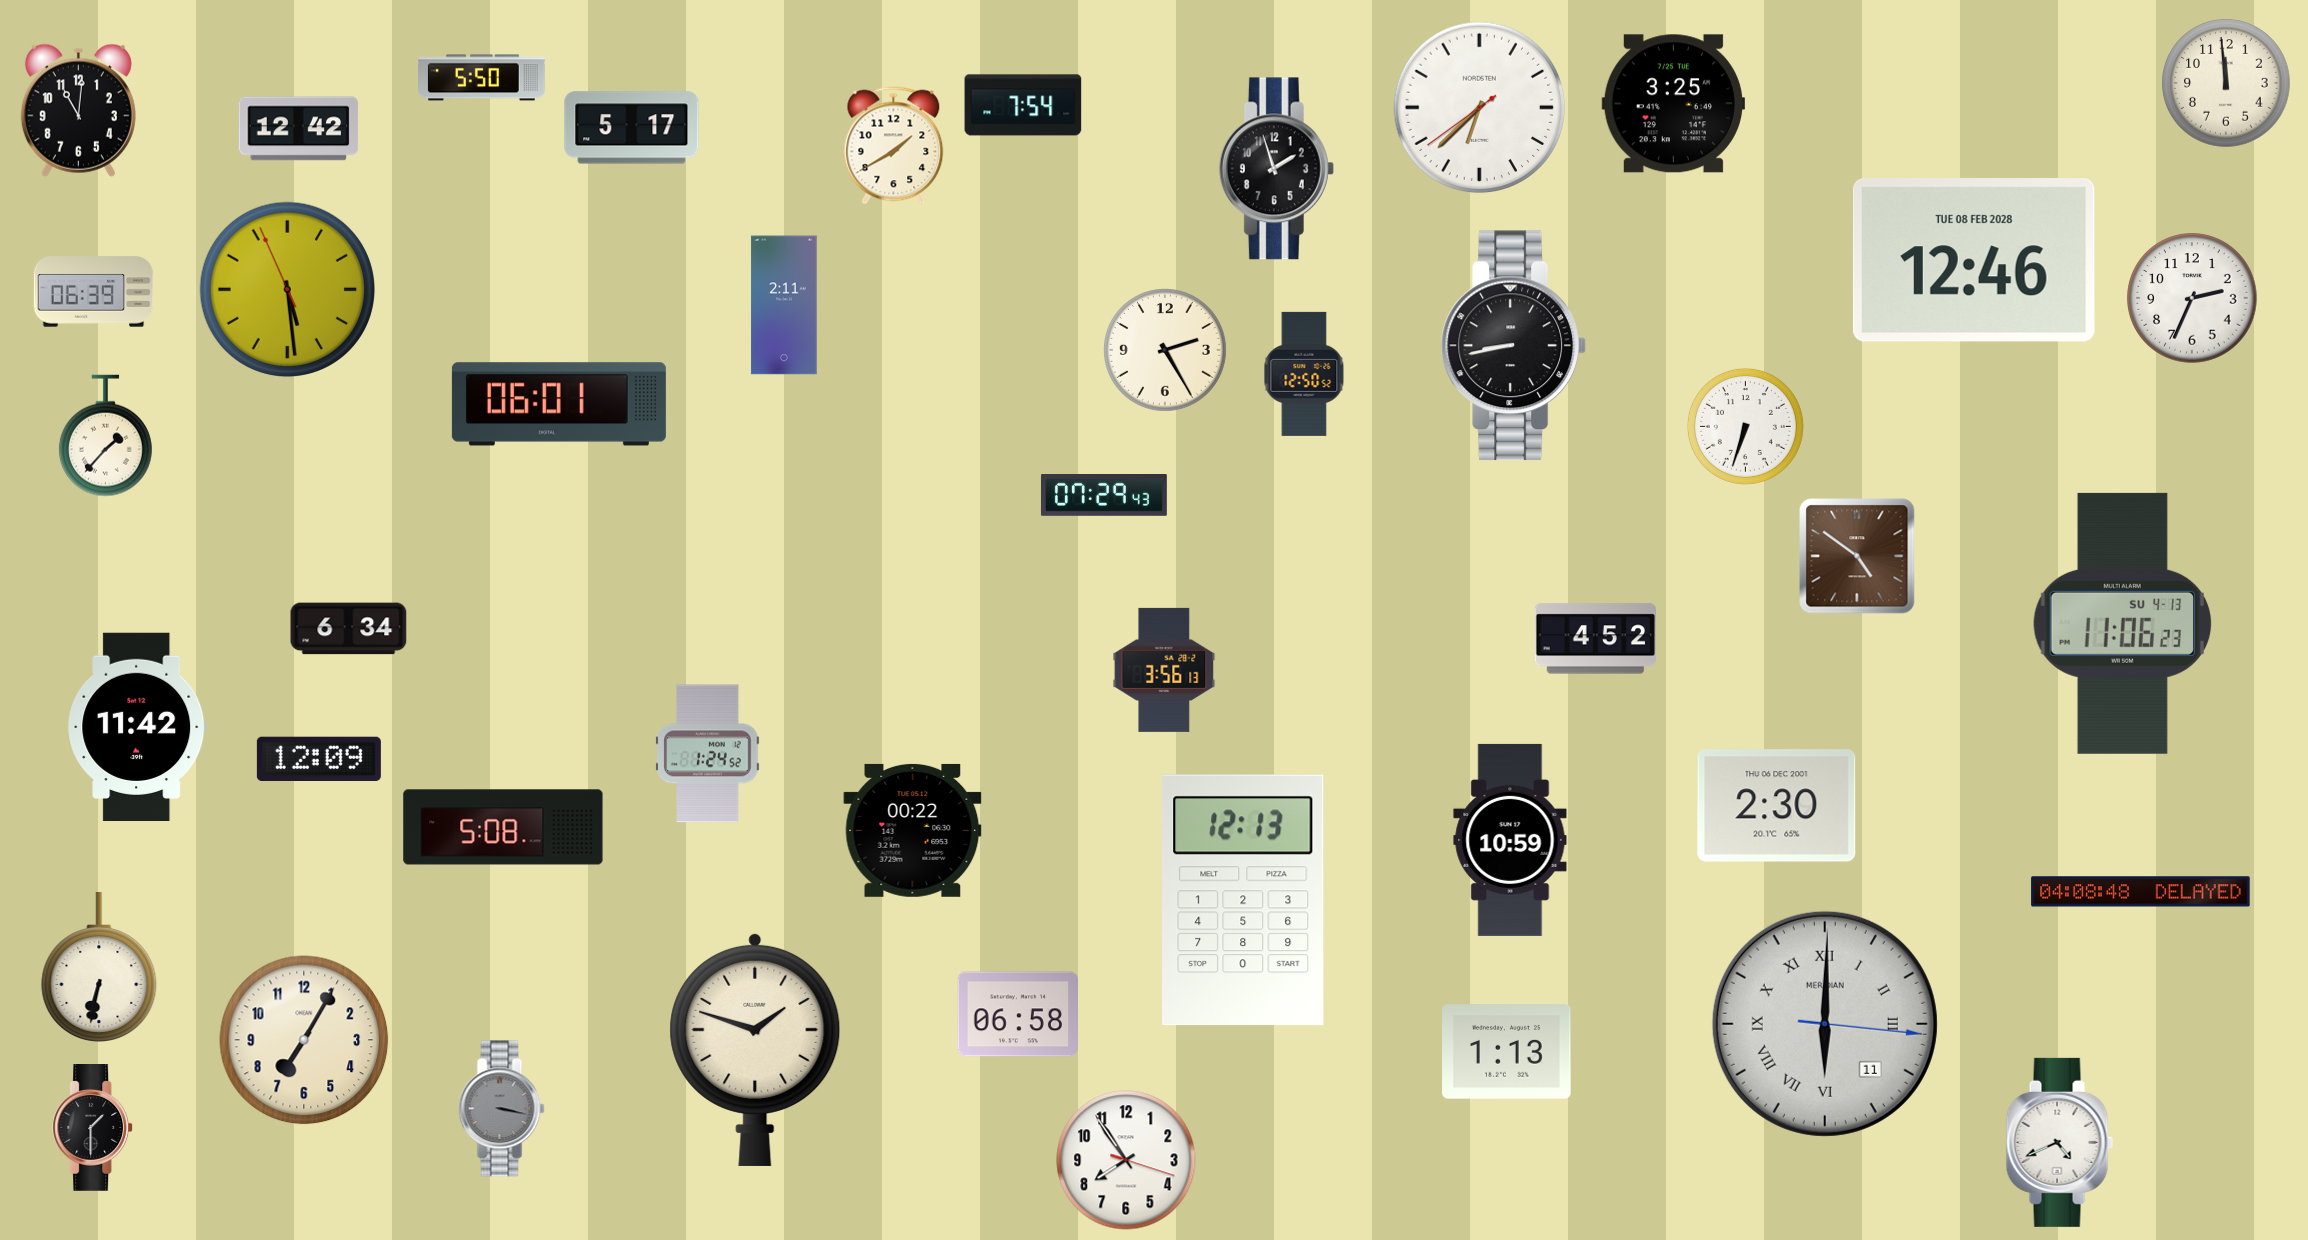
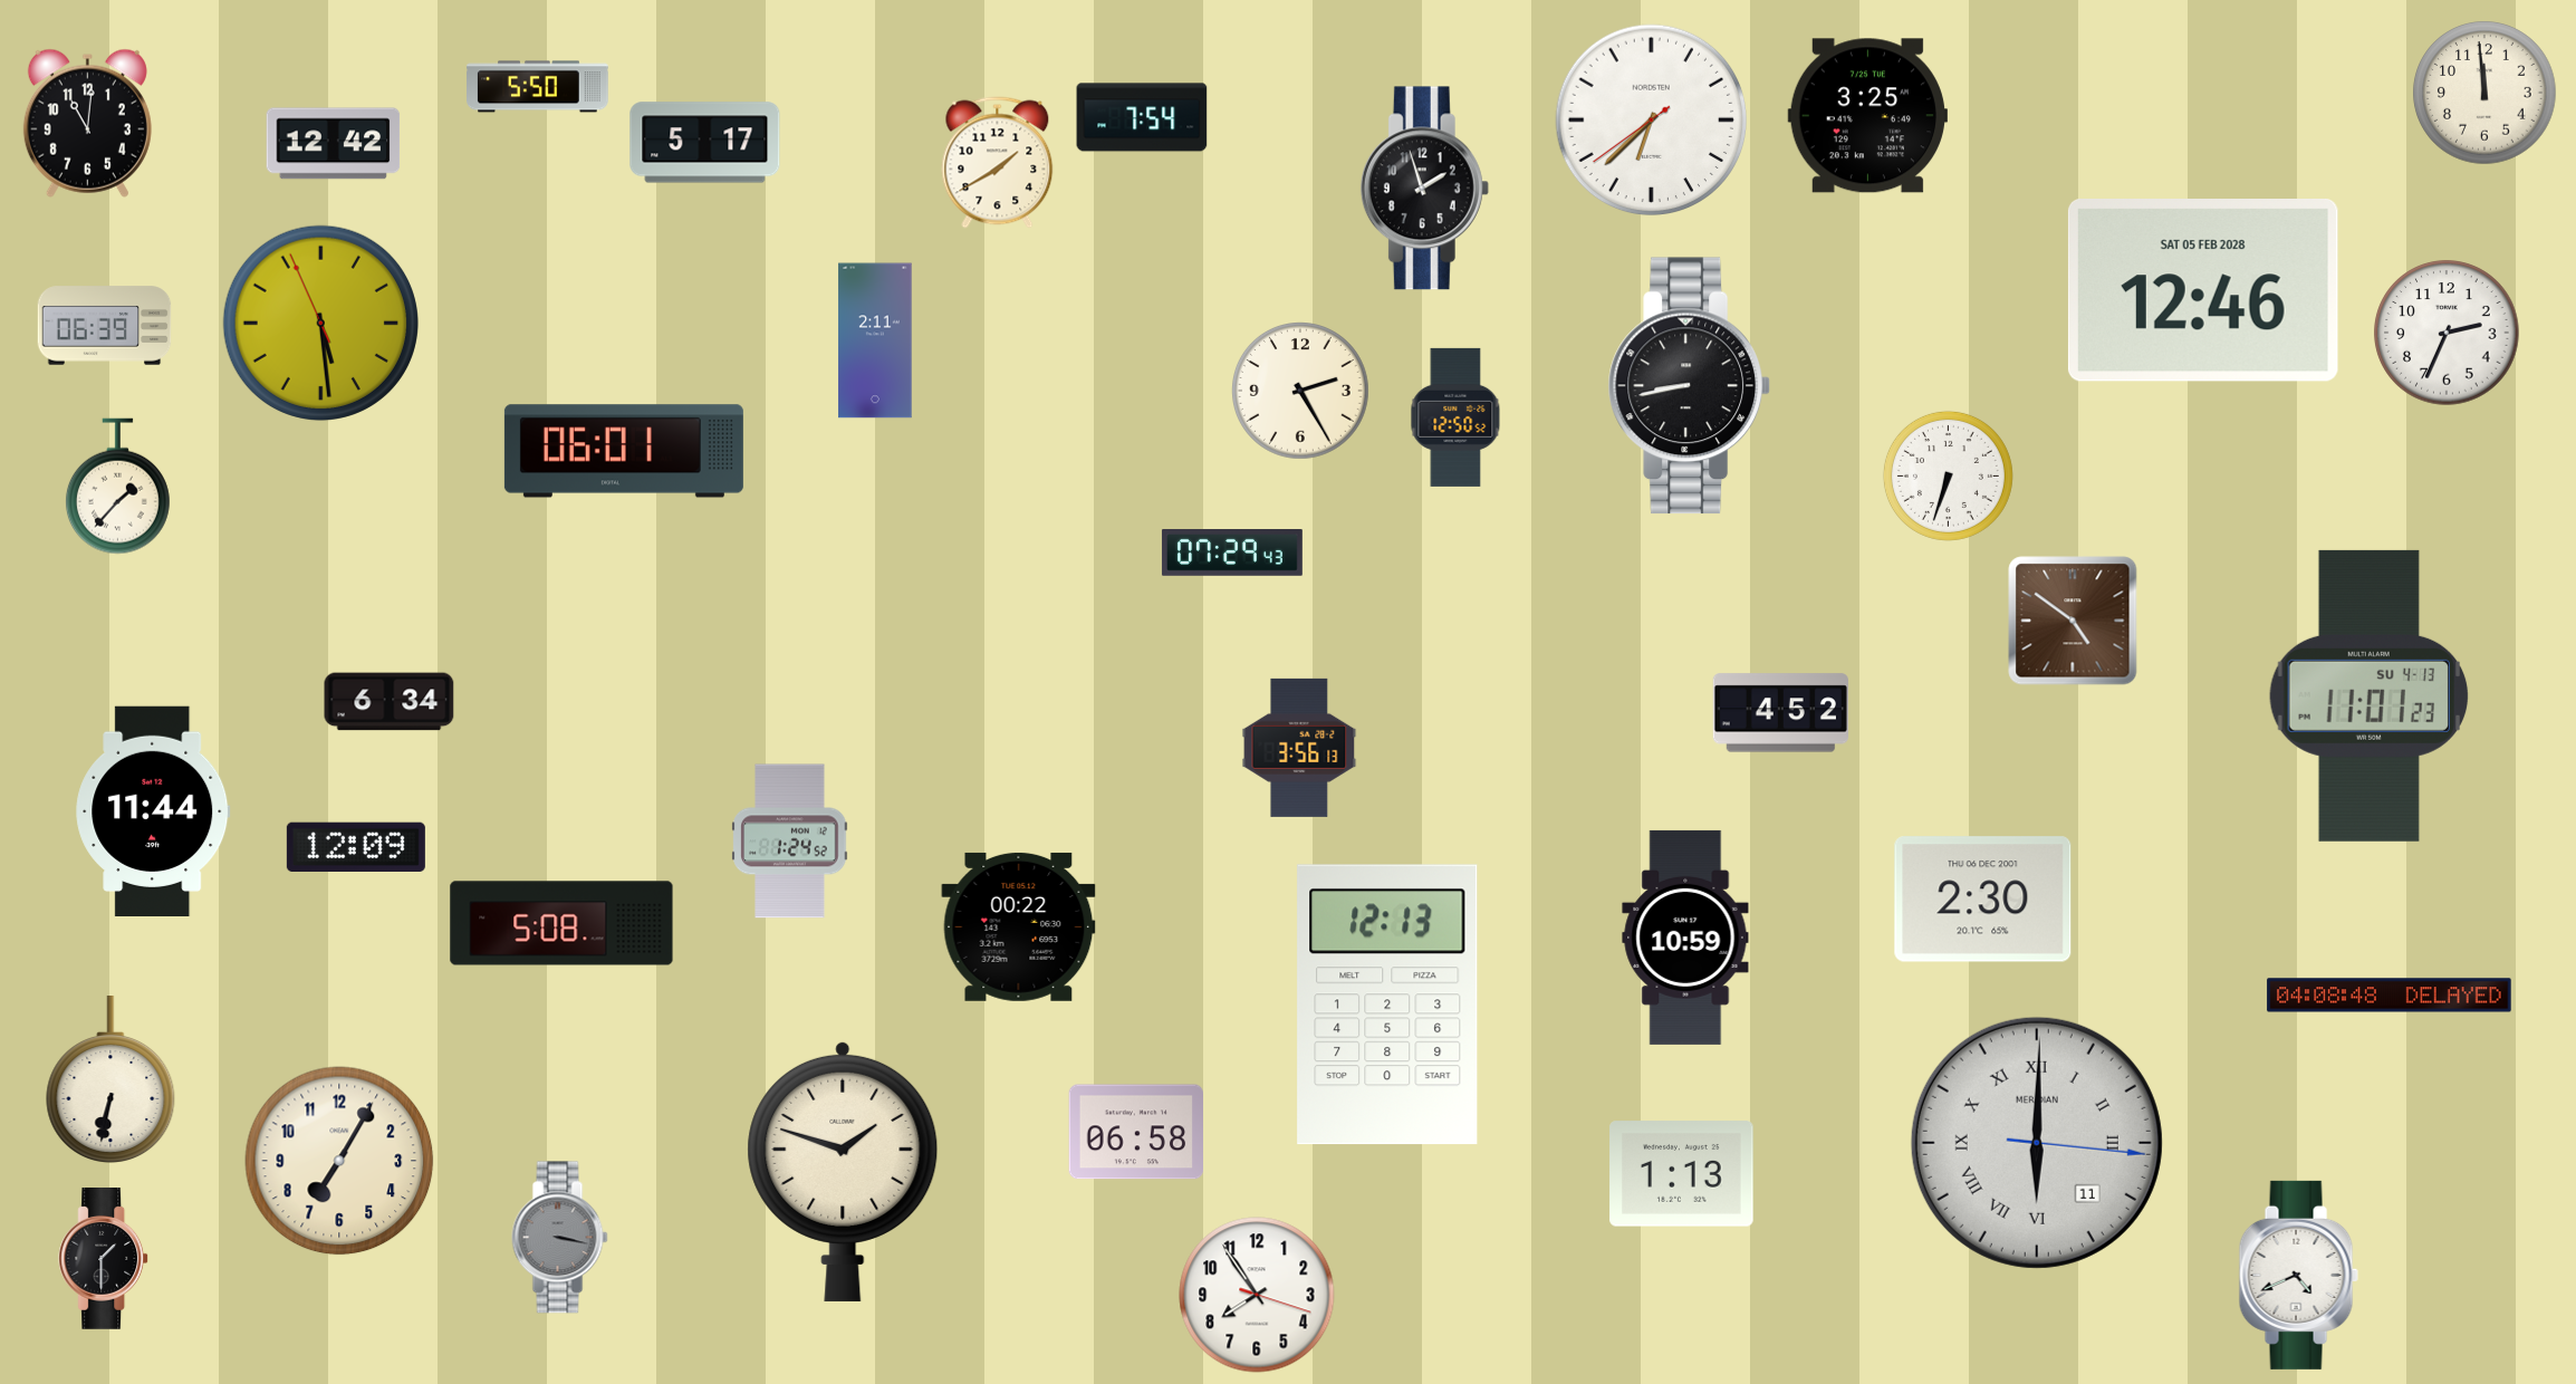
clock at (1974, 261) date: TUE 08 FEB 2028 -> SAT 05 FEB 2028
clock at (2123, 623): 11:06 -> 11:01
clock at (137, 726): 11:42 -> 11:44
